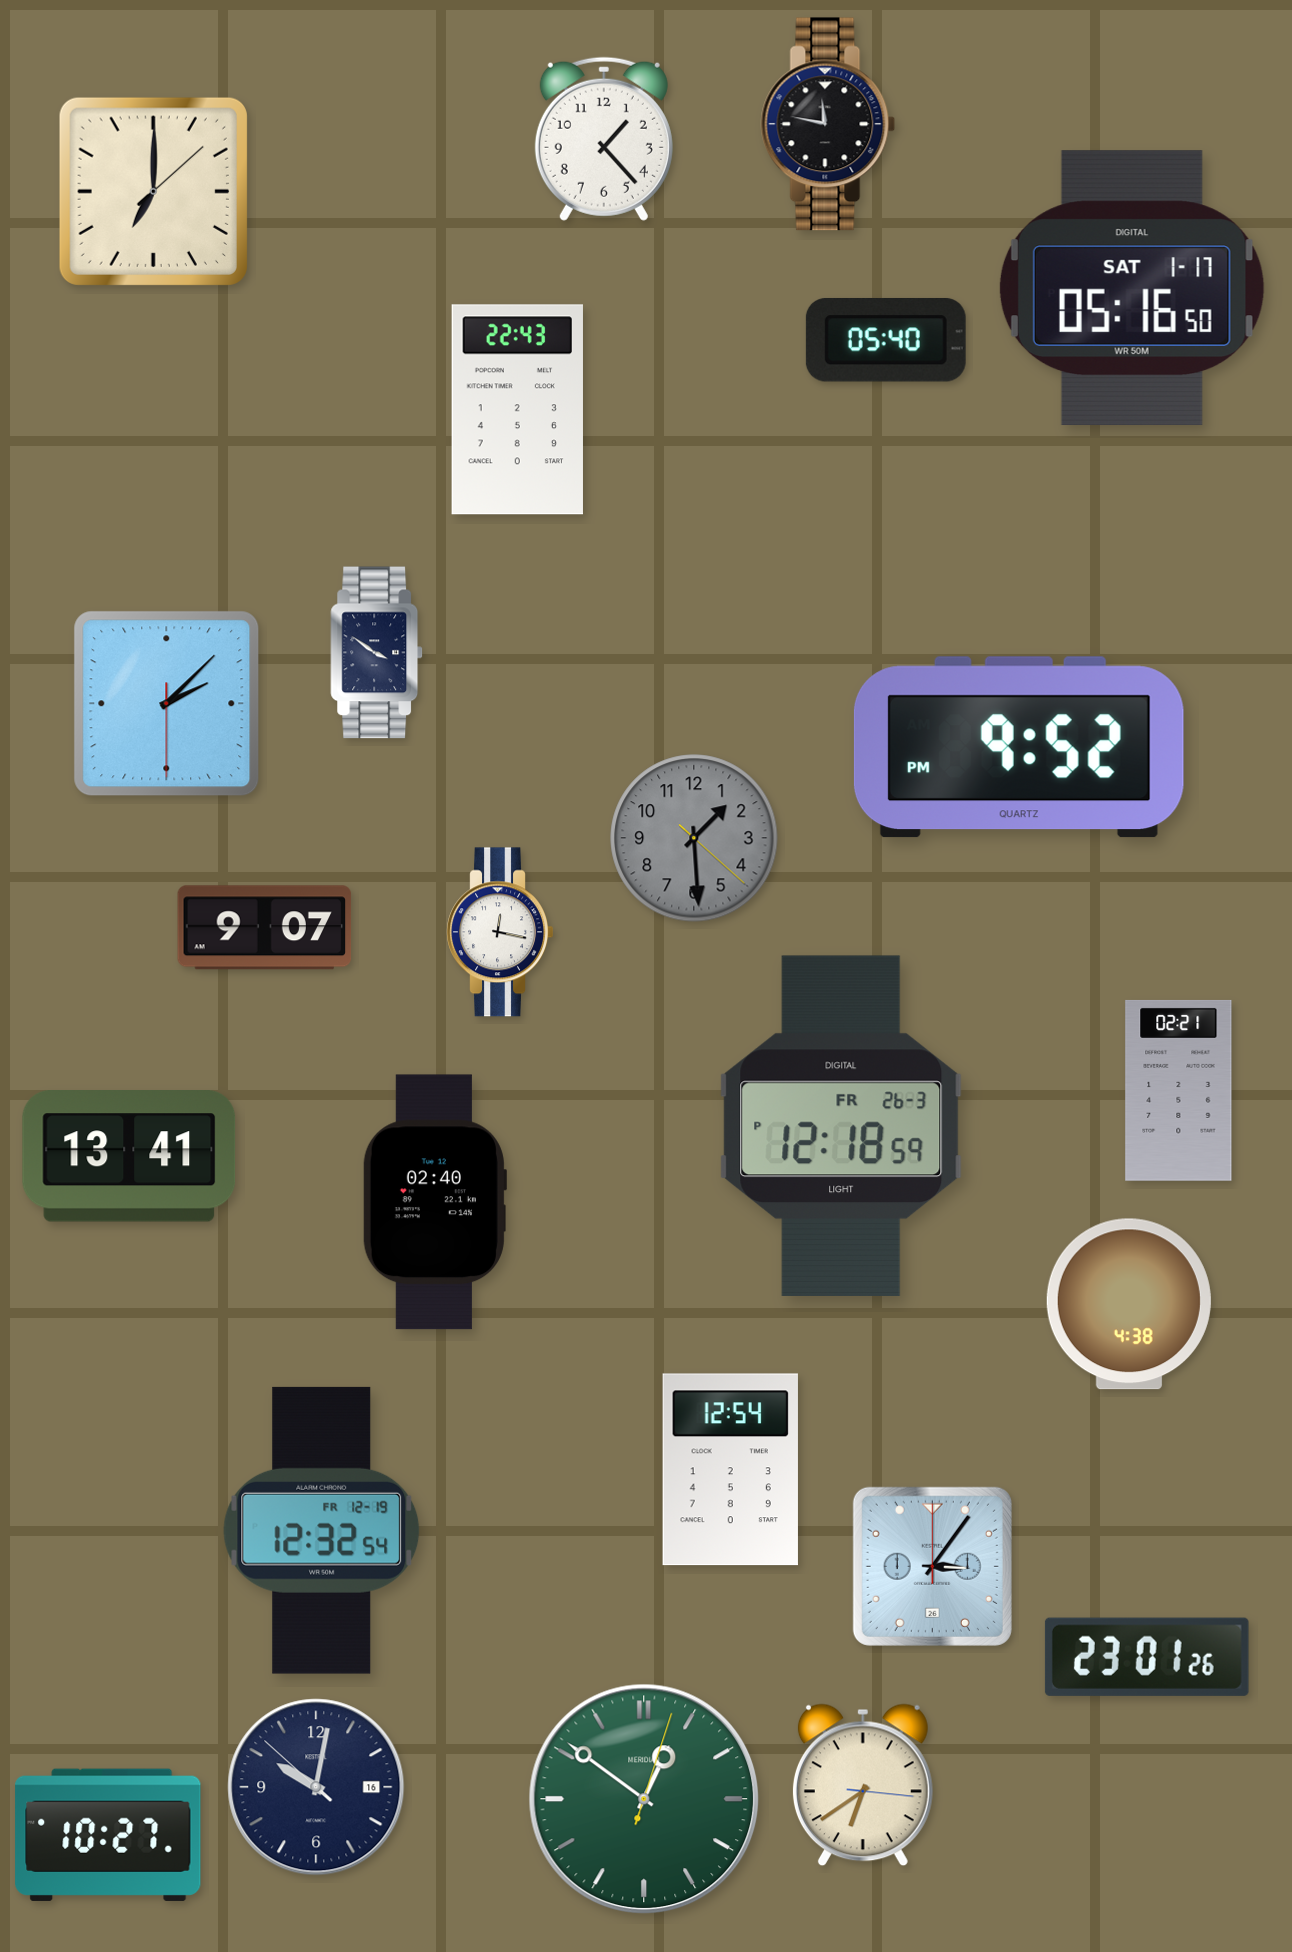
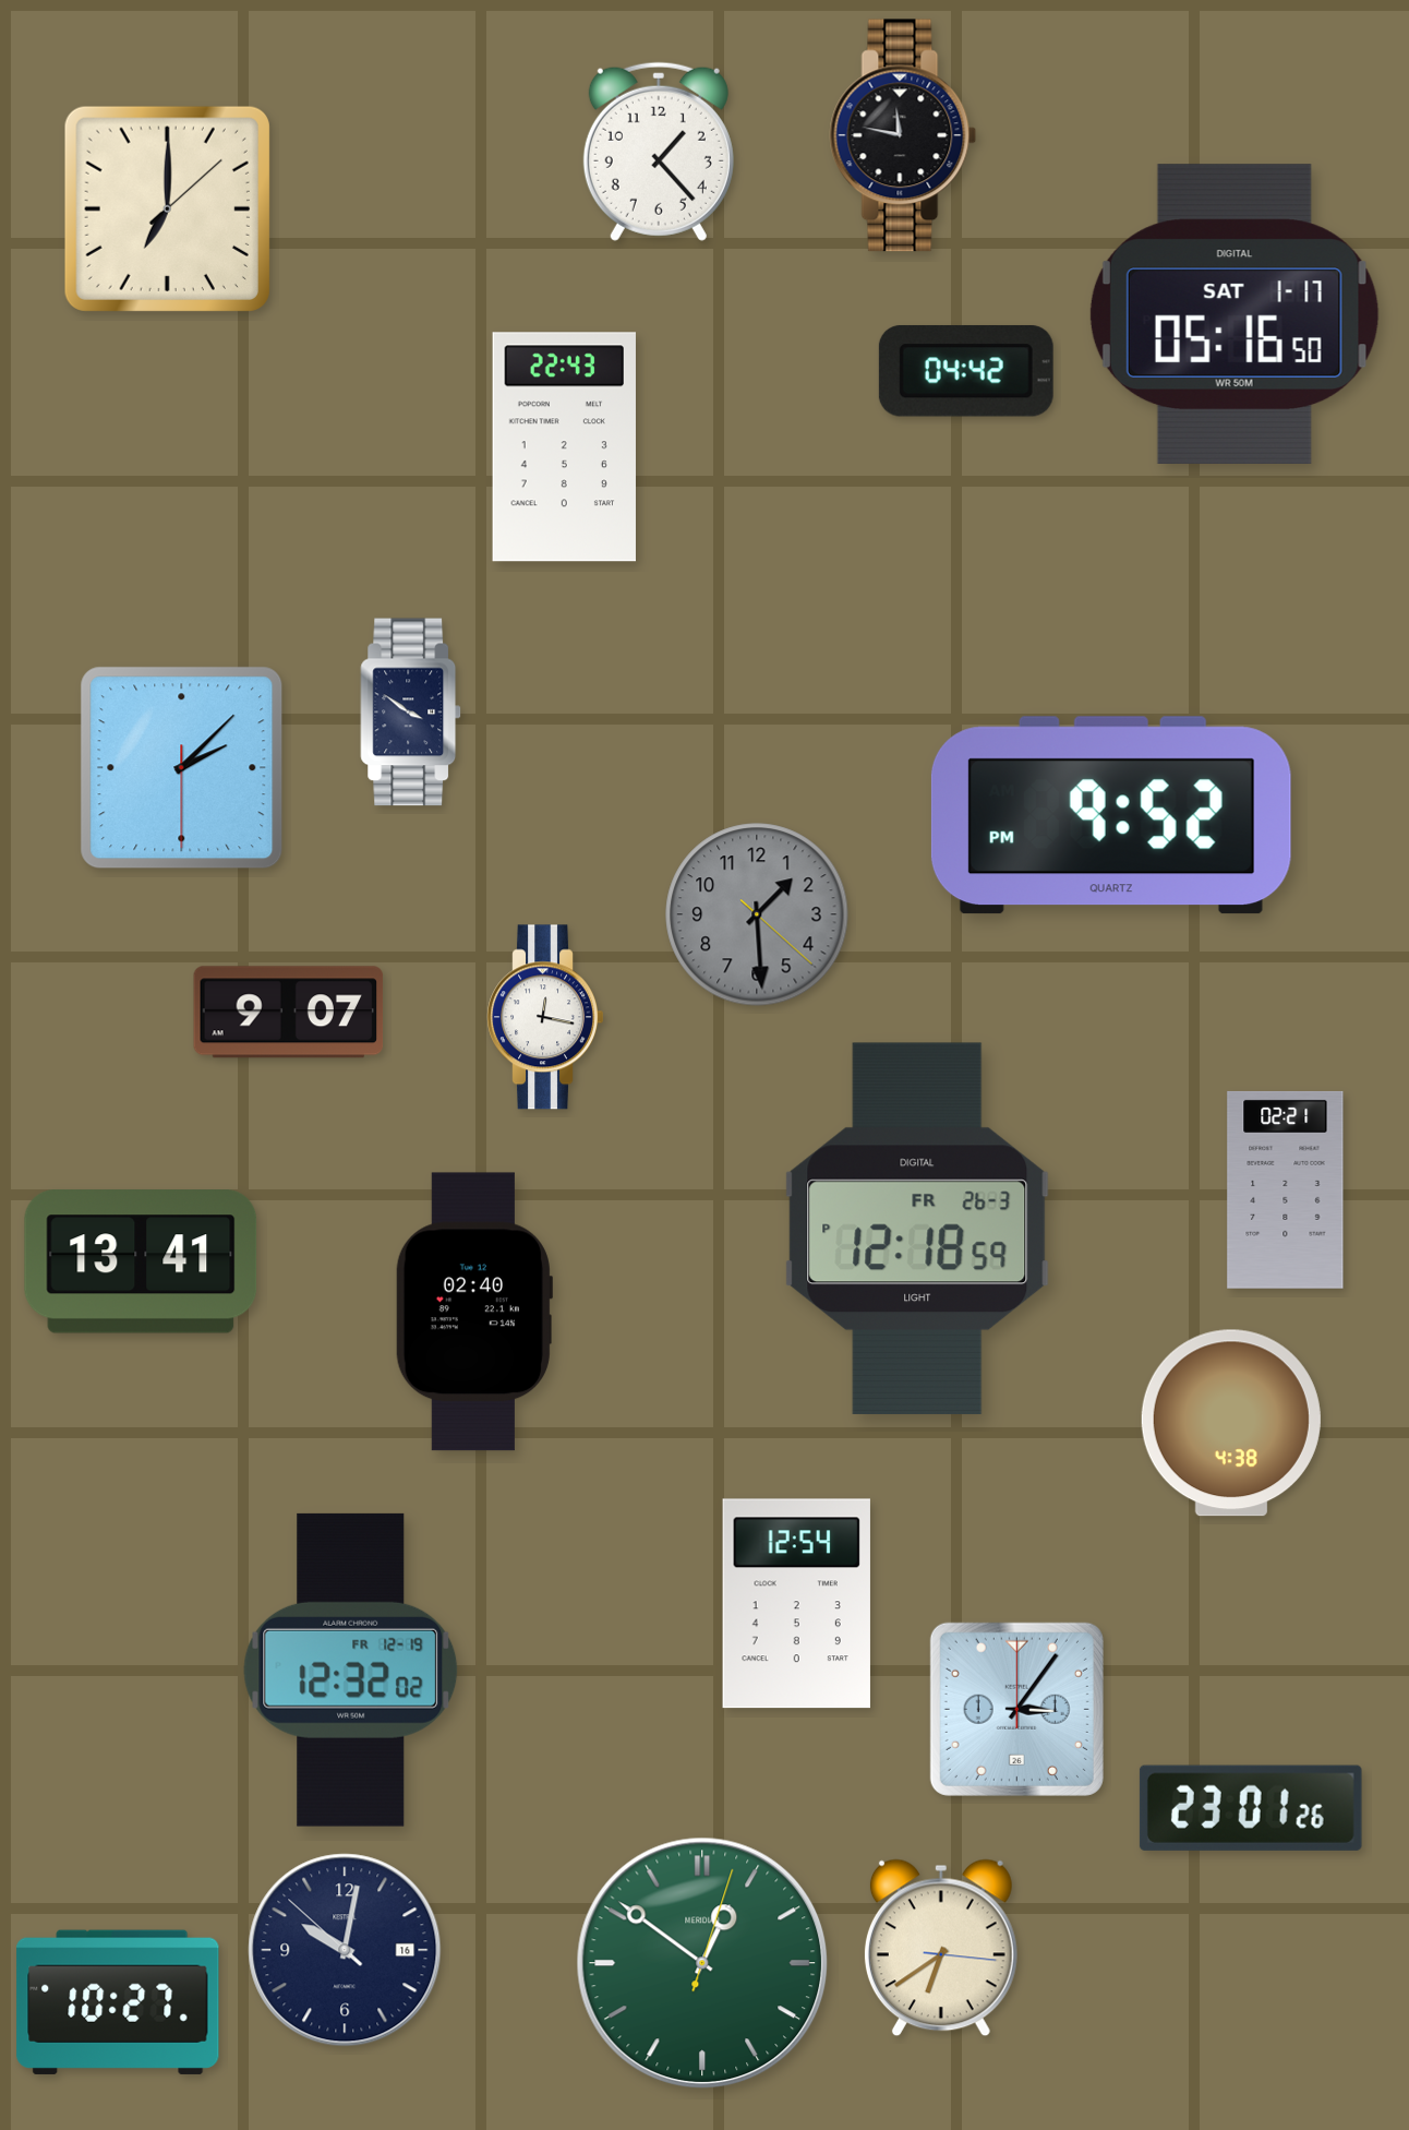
clock at (886, 340): 05:40 -> 04:42
clock at (322, 1530): 12:32:54 -> 12:32:02
